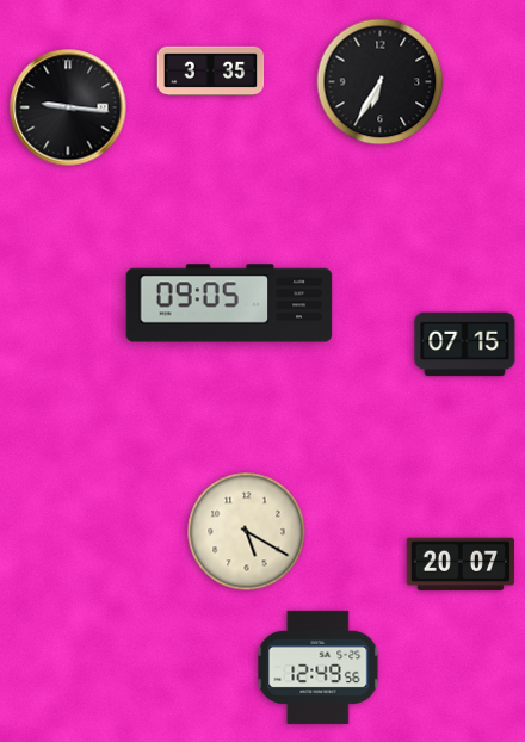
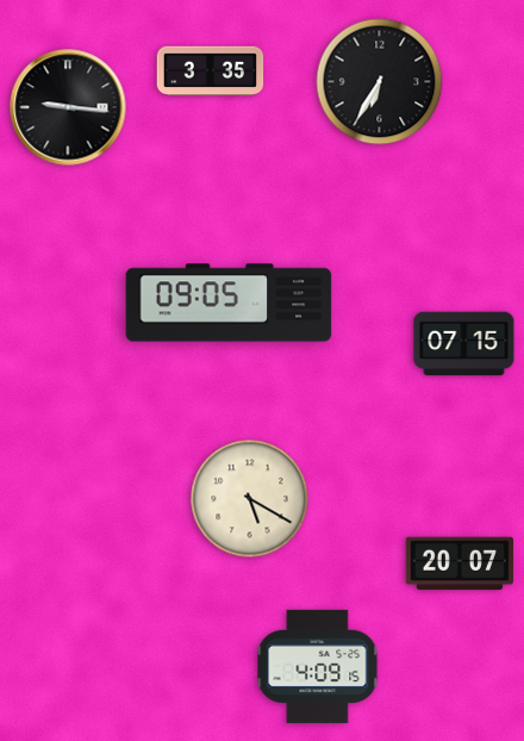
clock at (247, 532) position: (247, 532) -> (250, 499)
clock at (319, 667): 12:49 -> 4:09
